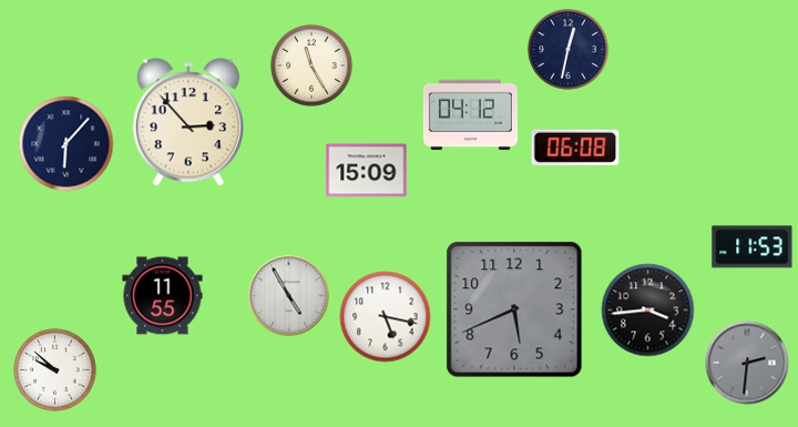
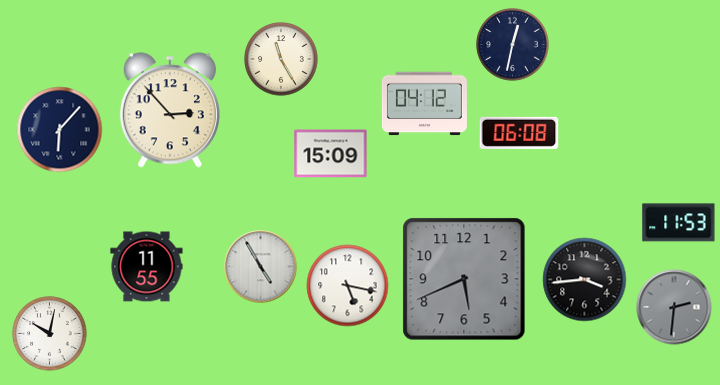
clock at (747, 363) position: (747, 363) -> (674, 307)
clock at (55, 370): 9:52 -> 10:02
